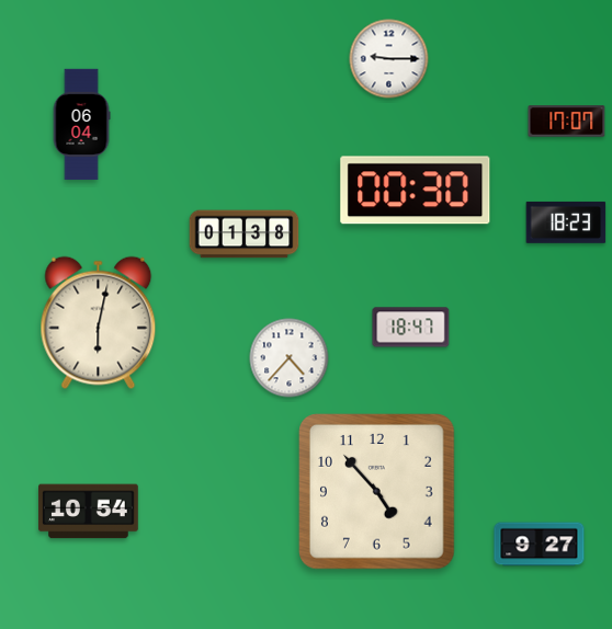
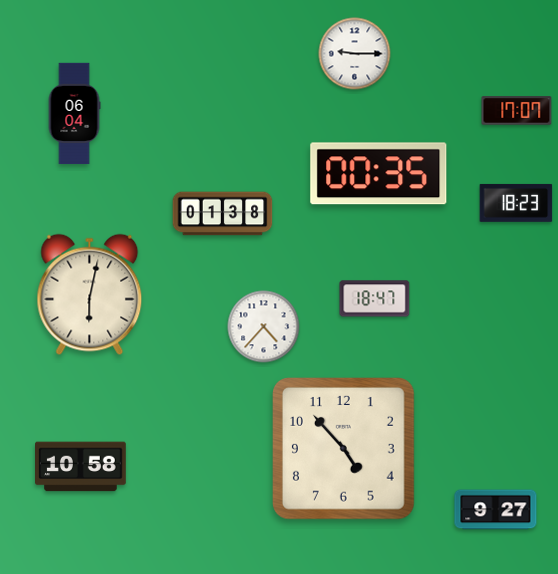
clock at (416, 191): 00:30 -> 00:35
clock at (89, 512): 10:54 -> 10:58
clock at (540, 545) position: (540, 545) -> (496, 510)
